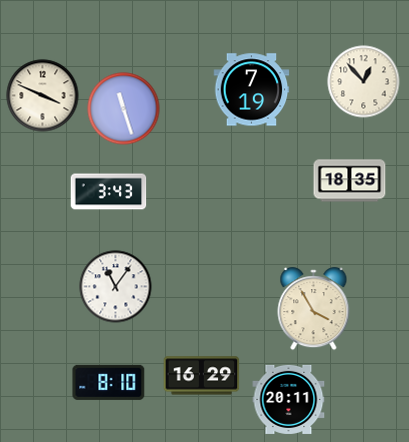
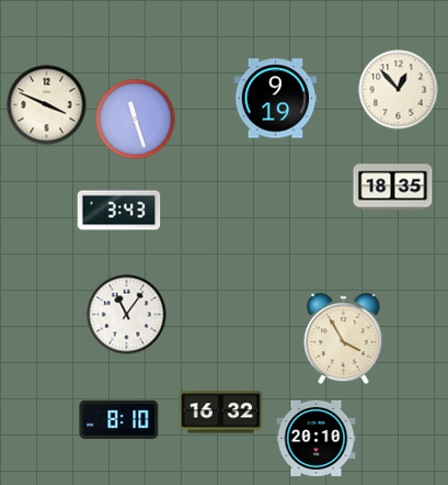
clock at (252, 90): 7:19 -> 9:19
clock at (350, 181) position: (350, 181) -> (393, 188)
clock at (202, 376): 16:29 -> 16:32
clock at (289, 399): 20:11 -> 20:10
